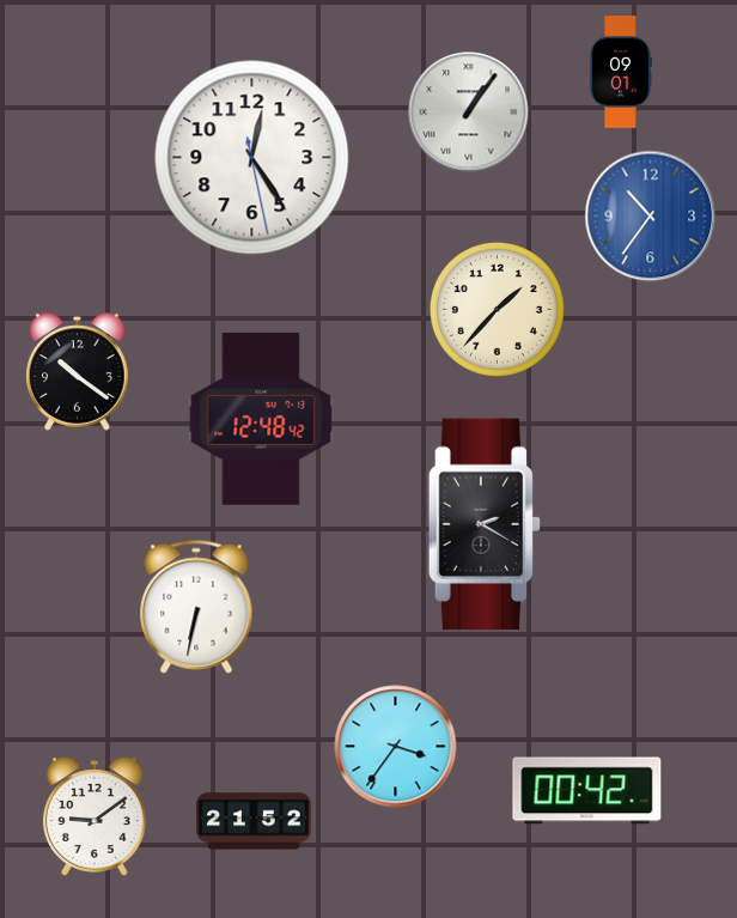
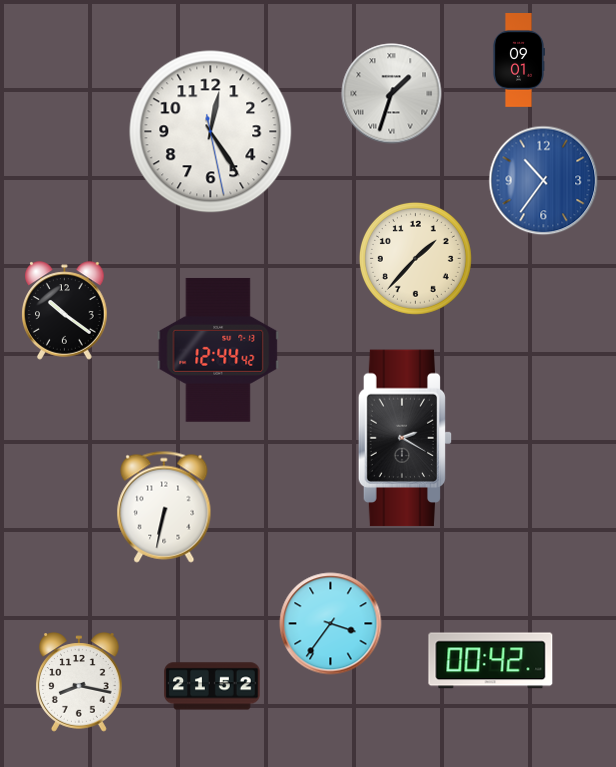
clock at (469, 113): 1:06 -> 1:33
clock at (261, 419): 12:48 -> 12:44
clock at (96, 816): 9:09 -> 8:17
